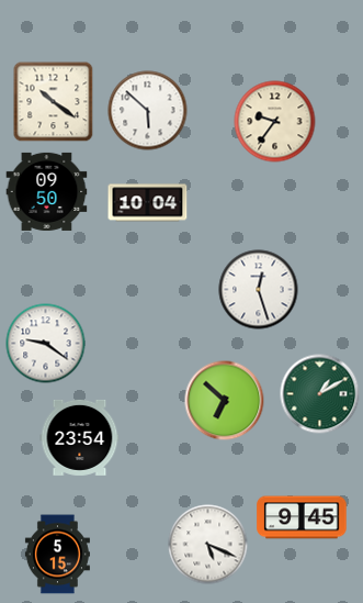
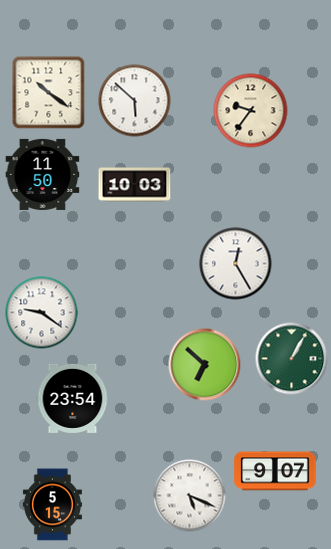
clock at (47, 191): 09:50 -> 11:50
clock at (148, 203): 10:04 -> 10:03
clock at (259, 290): 12:27 -> 12:25
clock at (320, 394): 1:10 -> 1:05
clock at (302, 517): 9:45 -> 9:07
